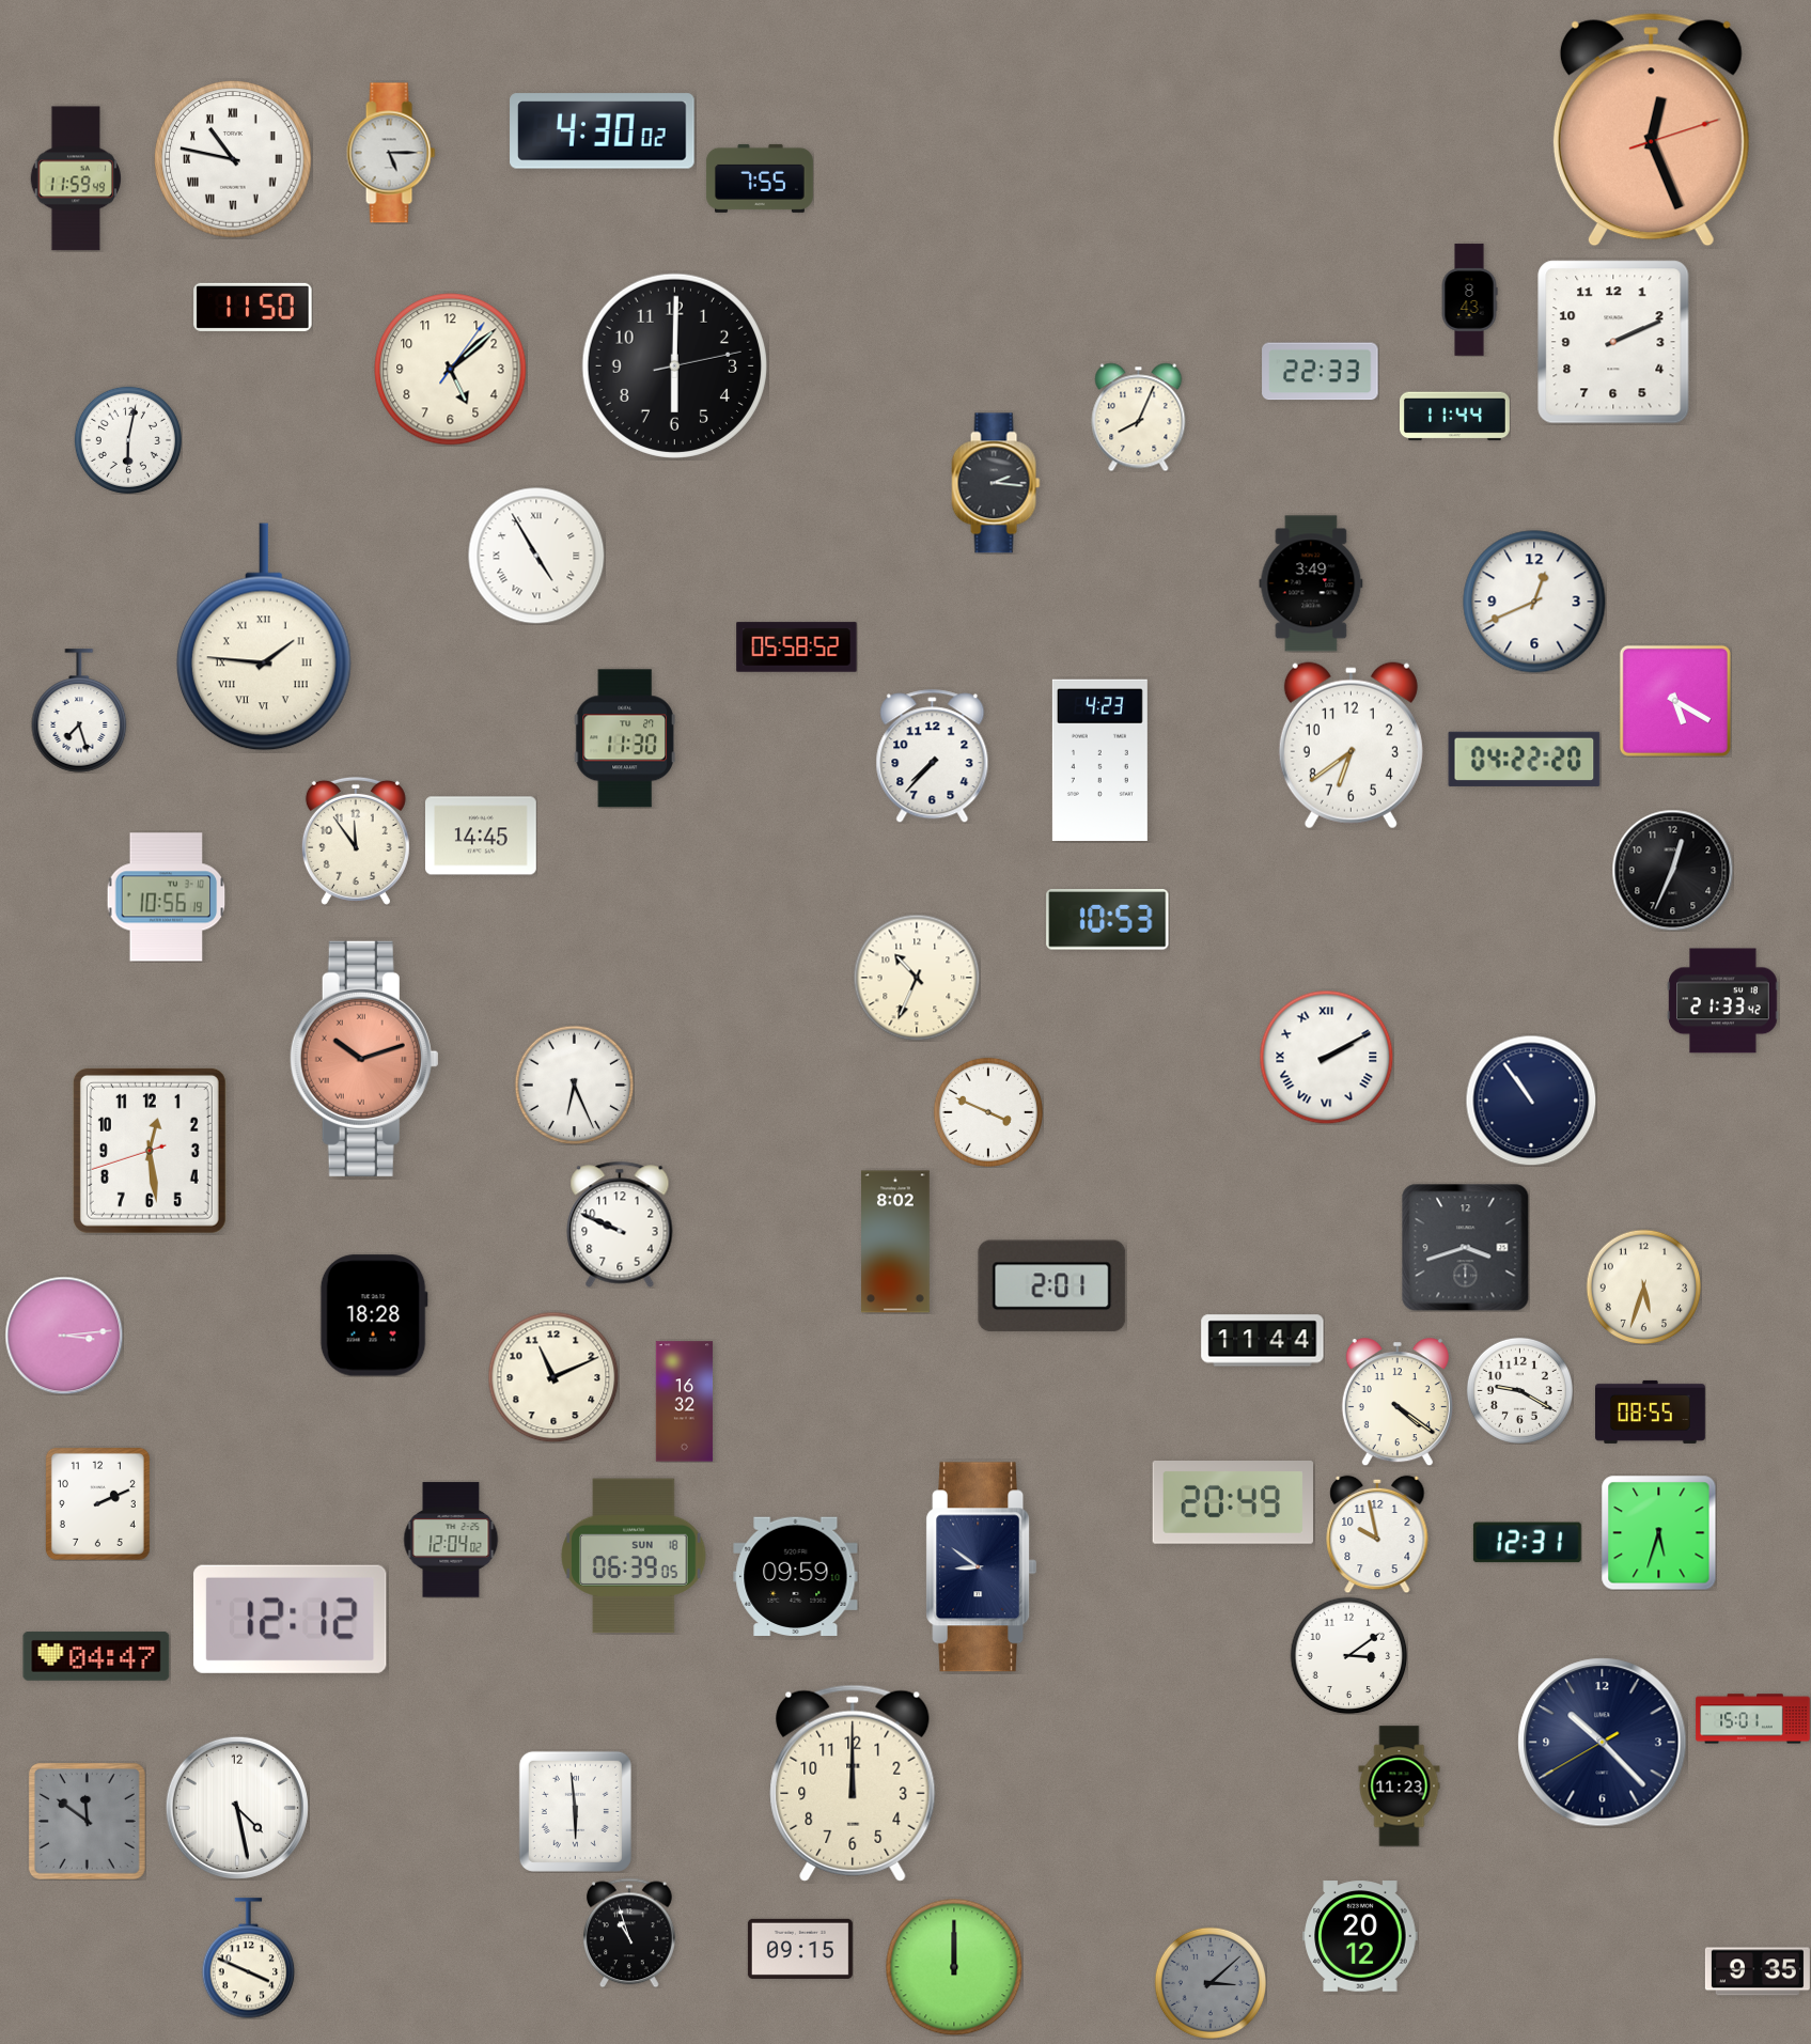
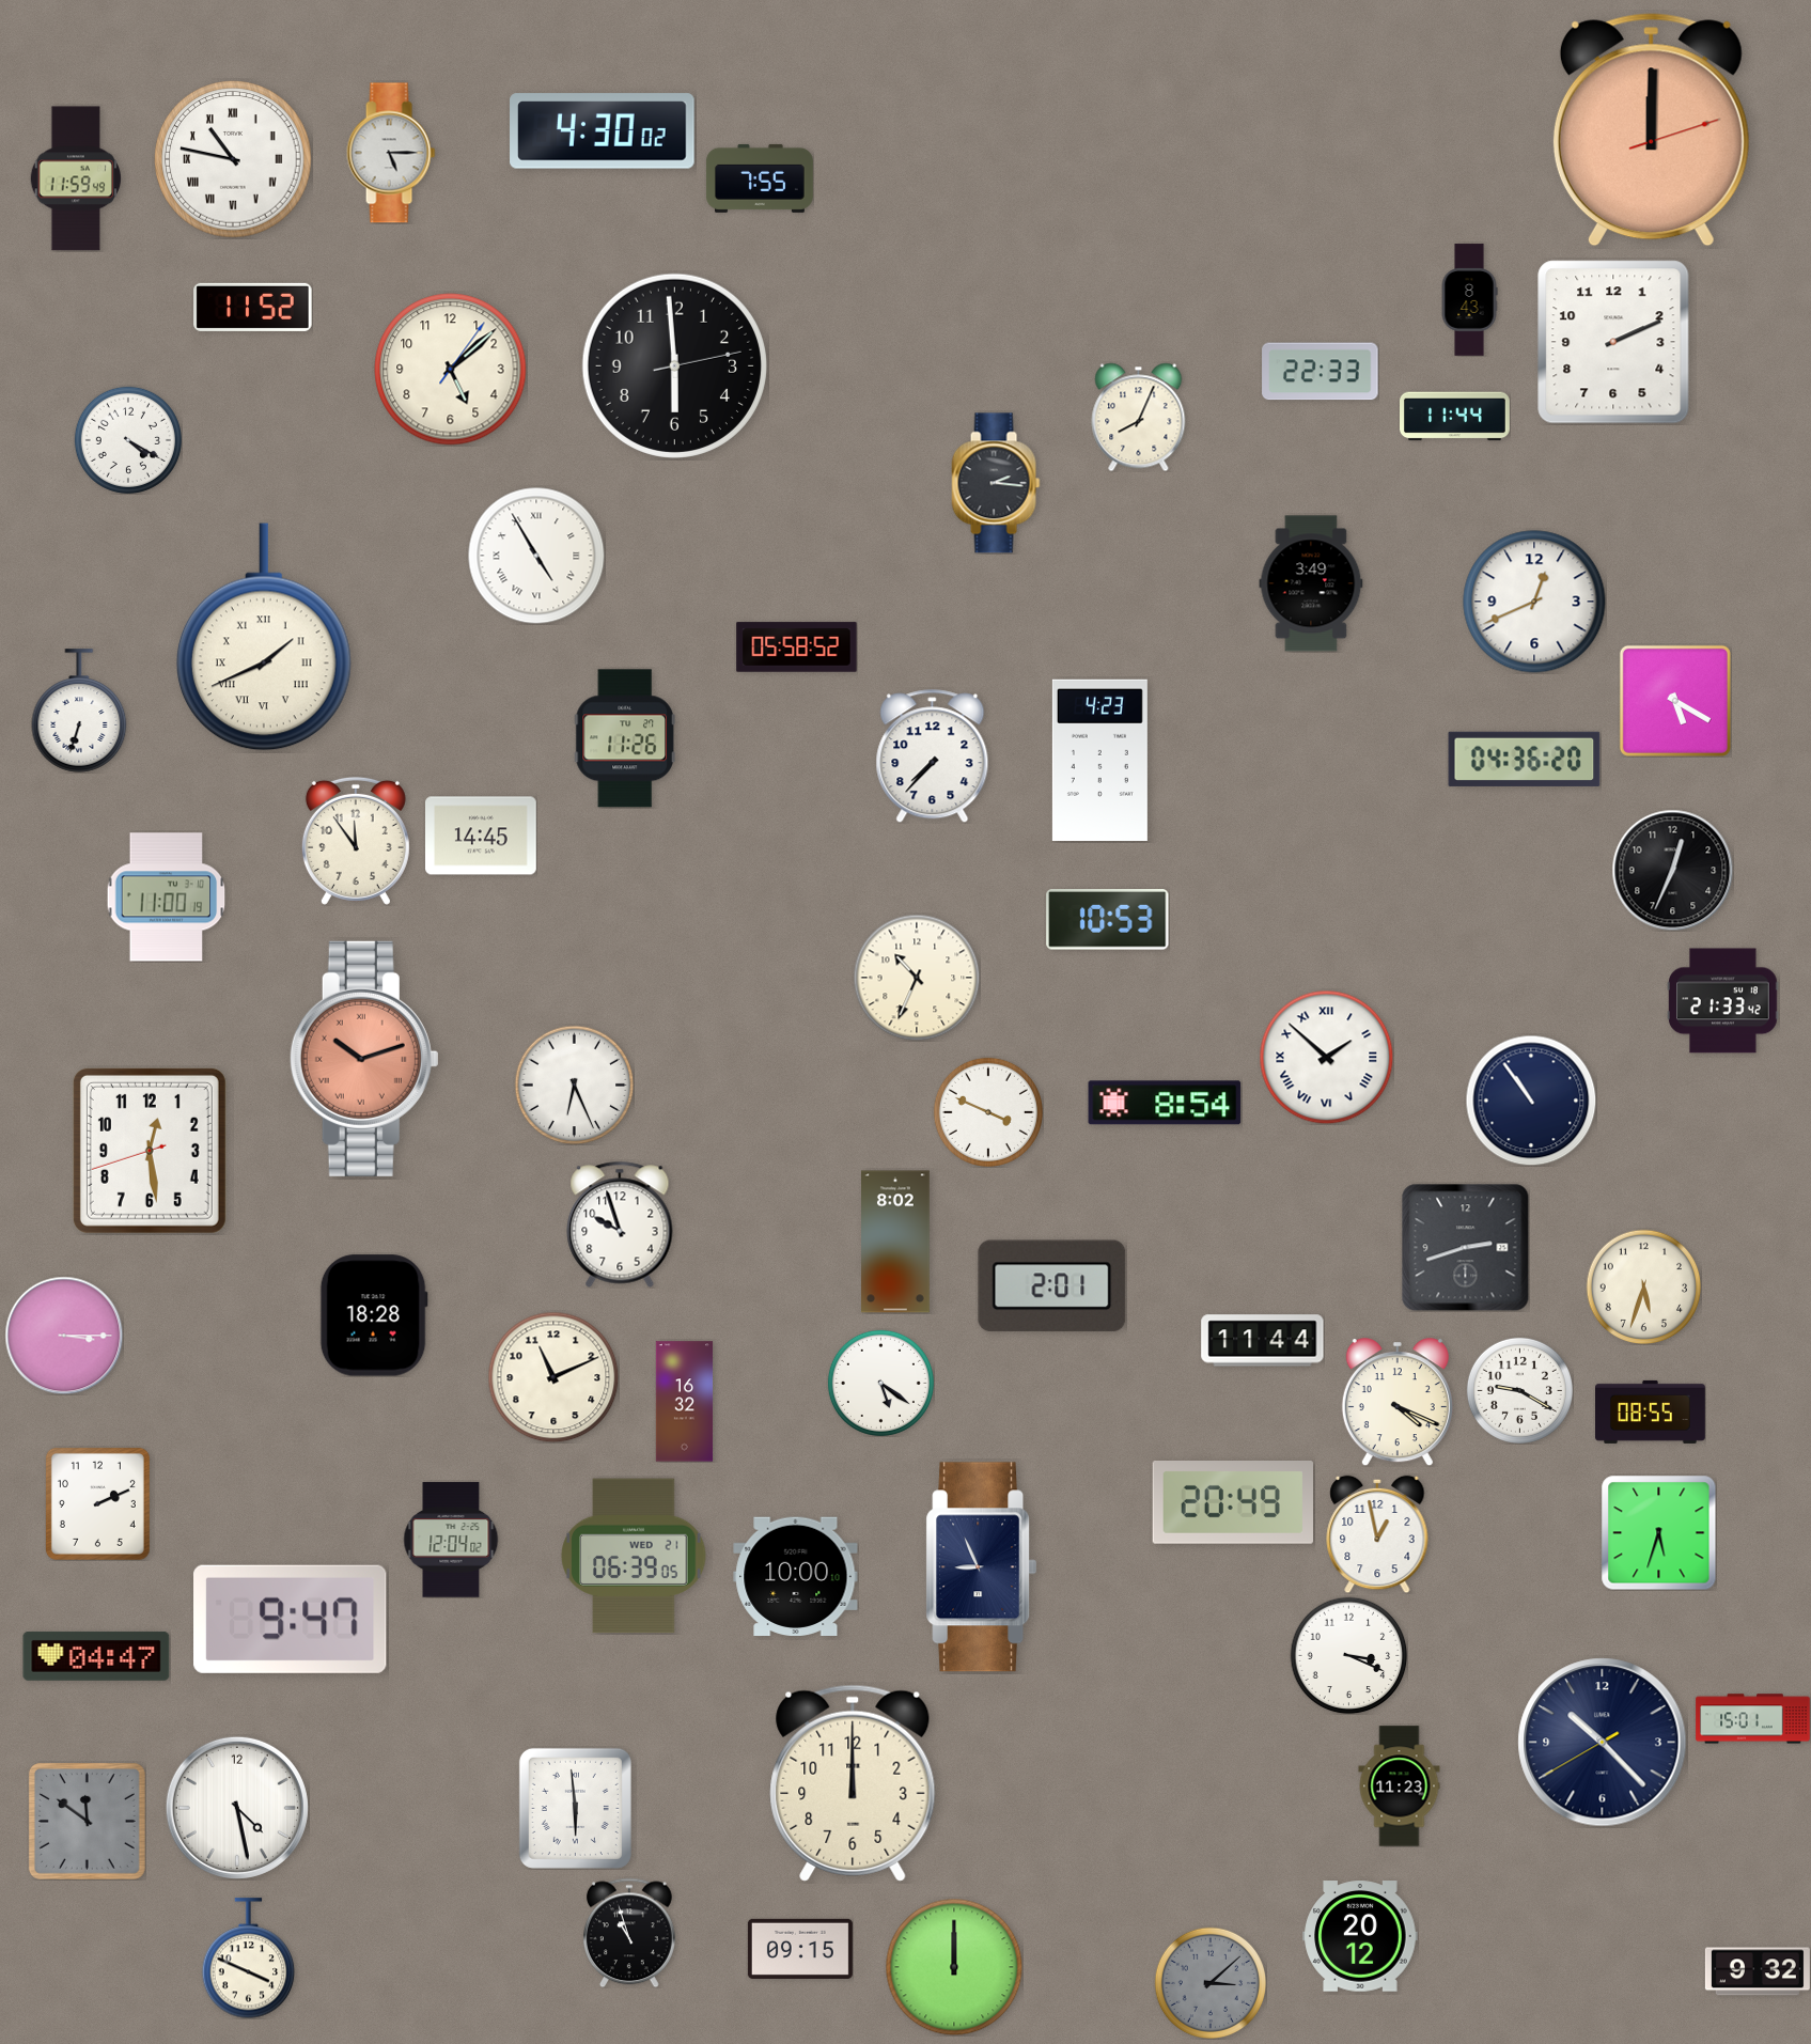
clock at (1651, 130): 12:26 -> 12:00
clock at (253, 307): 11:50 -> 11:52
clock at (674, 365): 6:00 -> 5:59
clock at (128, 440): 6:02 -> 4:20
clock at (264, 637): 1:46 -> 1:41
clock at (79, 711): 7:27 -> 6:33
clock at (625, 738): 11:30 -> 11:26
clock at (1351, 746): 6:39 -> none
clock at (1525, 759): 04:22 -> 04:36
clock at (167, 898): 10:56 -> 11:00
clock at (1326, 1057): 2:10 -> 1:52
clock at (1165, 1103): none -> 8:54
clock at (620, 1224): 9:49 -> 9:57
clock at (1465, 1247): 3:42 -> 2:42
clock at (64, 1336): 3:14 -> 3:15
clock at (880, 1383): none -> 5:21
clock at (1398, 1402): 4:21 -> 4:19
clock at (1377, 1534): 9:58 -> 12:58
clock at (1527, 1543): 12:31 -> none
clock at (634, 1556) date: SUN 18 -> WED 21
clock at (982, 1567): 8:51 -> 8:56
clock at (796, 1576): 09:59 -> 10:00
clock at (291, 1619): 12:12 -> 9:47
clock at (1348, 1655): 3:09 -> 3:19
clock at (575, 1811) position: (575, 1811) -> (575, 1808)
clock at (1758, 1971): 9:35 -> 9:32
